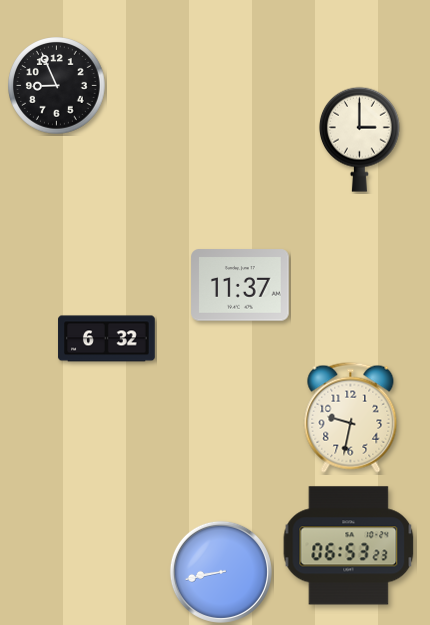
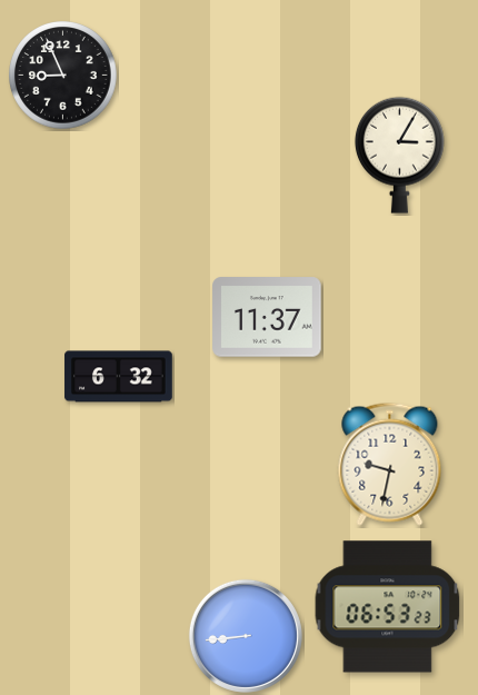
clock at (57, 86) position: (57, 86) -> (63, 76)
clock at (359, 139): 3:00 -> 3:05
clock at (221, 572): 8:43 -> 8:44
